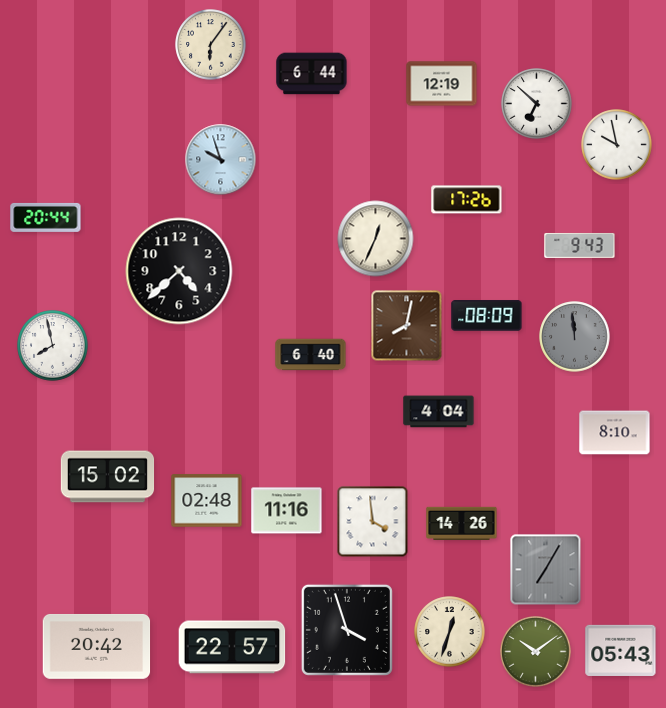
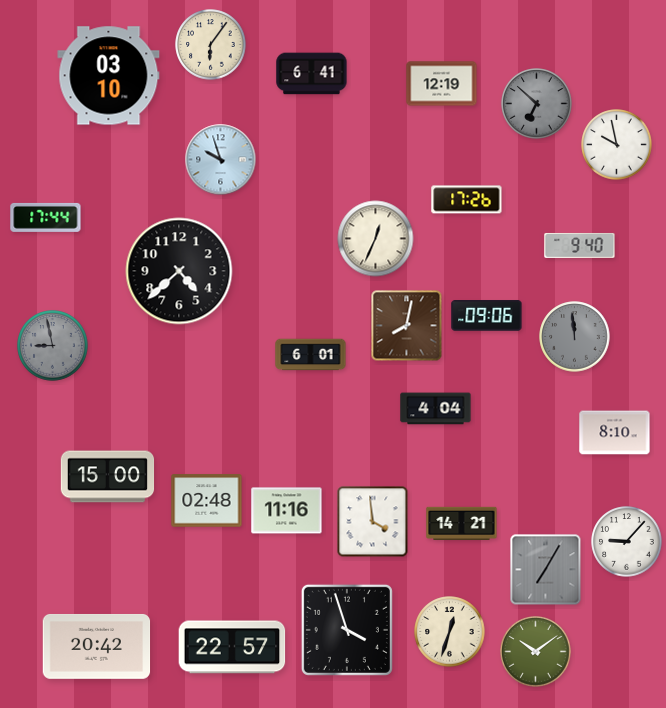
clock at (312, 74): 6:44 -> 6:41
clock at (109, 76): none -> 03:10
clock at (537, 104) dial: white -> grey
clock at (46, 217): 20:44 -> 17:44
clock at (580, 245): 9:43 -> 9:40
clock at (487, 316): 08:09 -> 09:06
clock at (53, 346): 7:58 -> 8:58
clock at (53, 346) dial: white -> grey
clock at (311, 355): 6:40 -> 6:01
clock at (439, 412) position: (439, 412) -> (436, 409)
clock at (108, 477): 15:02 -> 15:00
clock at (462, 523): 14:26 -> 14:21
clock at (627, 542): none -> 9:07
clock at (621, 650): 05:43 -> none
